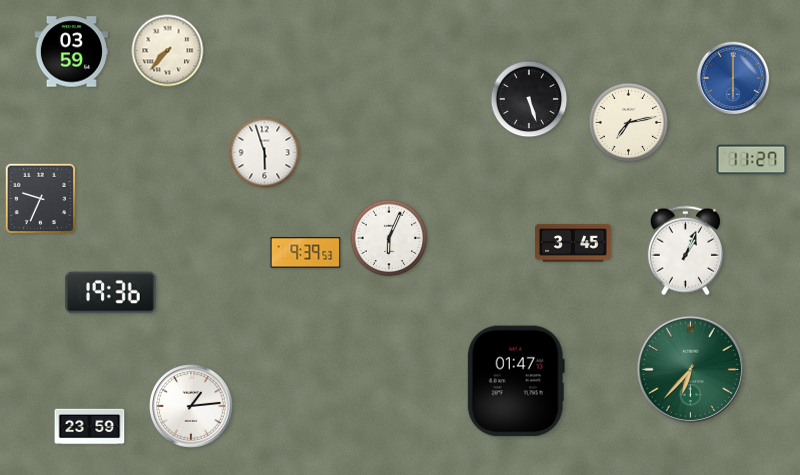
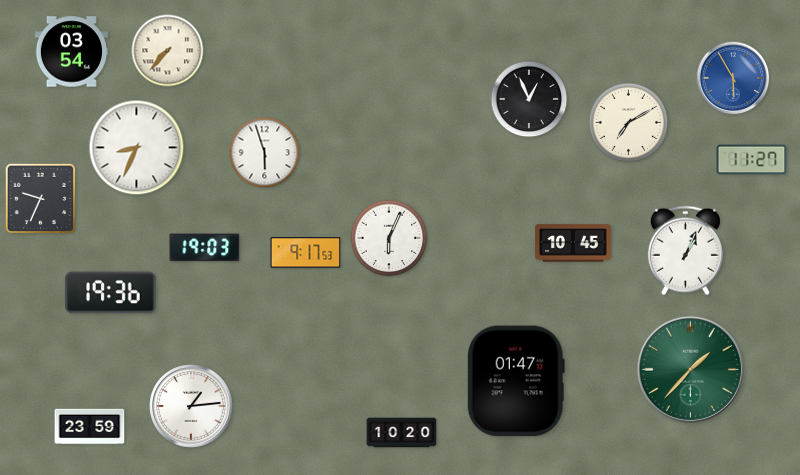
clock at (71, 52): 03:59 -> 03:54
clock at (733, 78): 6:00 -> 5:55
clock at (529, 99): 5:27 -> 12:56
clock at (629, 123): 7:13 -> 7:10
clock at (137, 148): none -> 8:34
clock at (573, 243): 3:45 -> 10:45
clock at (205, 248): none -> 19:03
clock at (306, 253): 9:39 -> 9:17
clock at (690, 369): 6:37 -> 1:37
clock at (402, 433): none -> 10:20
